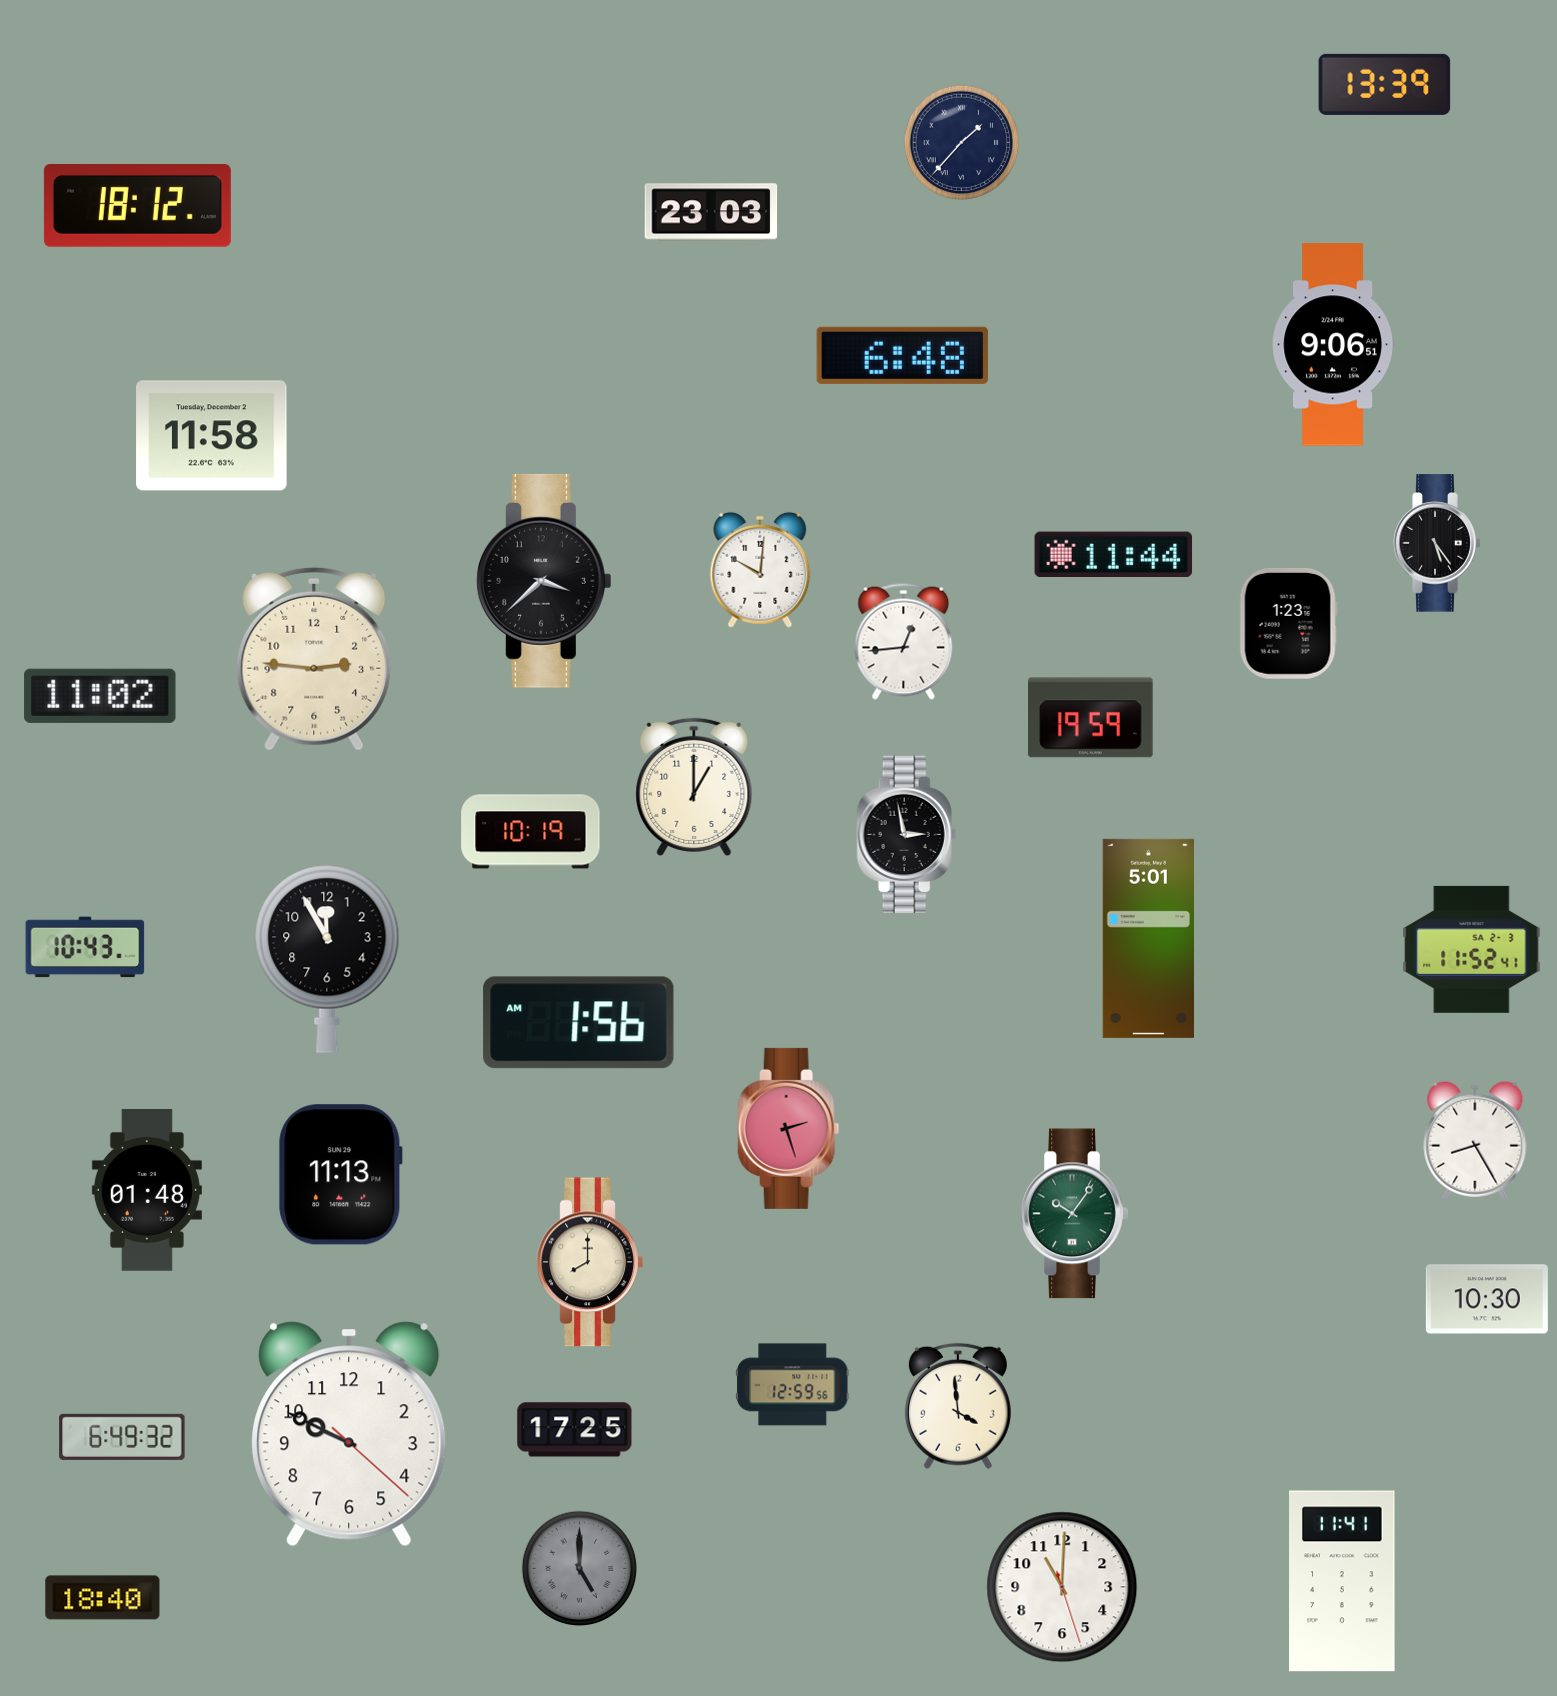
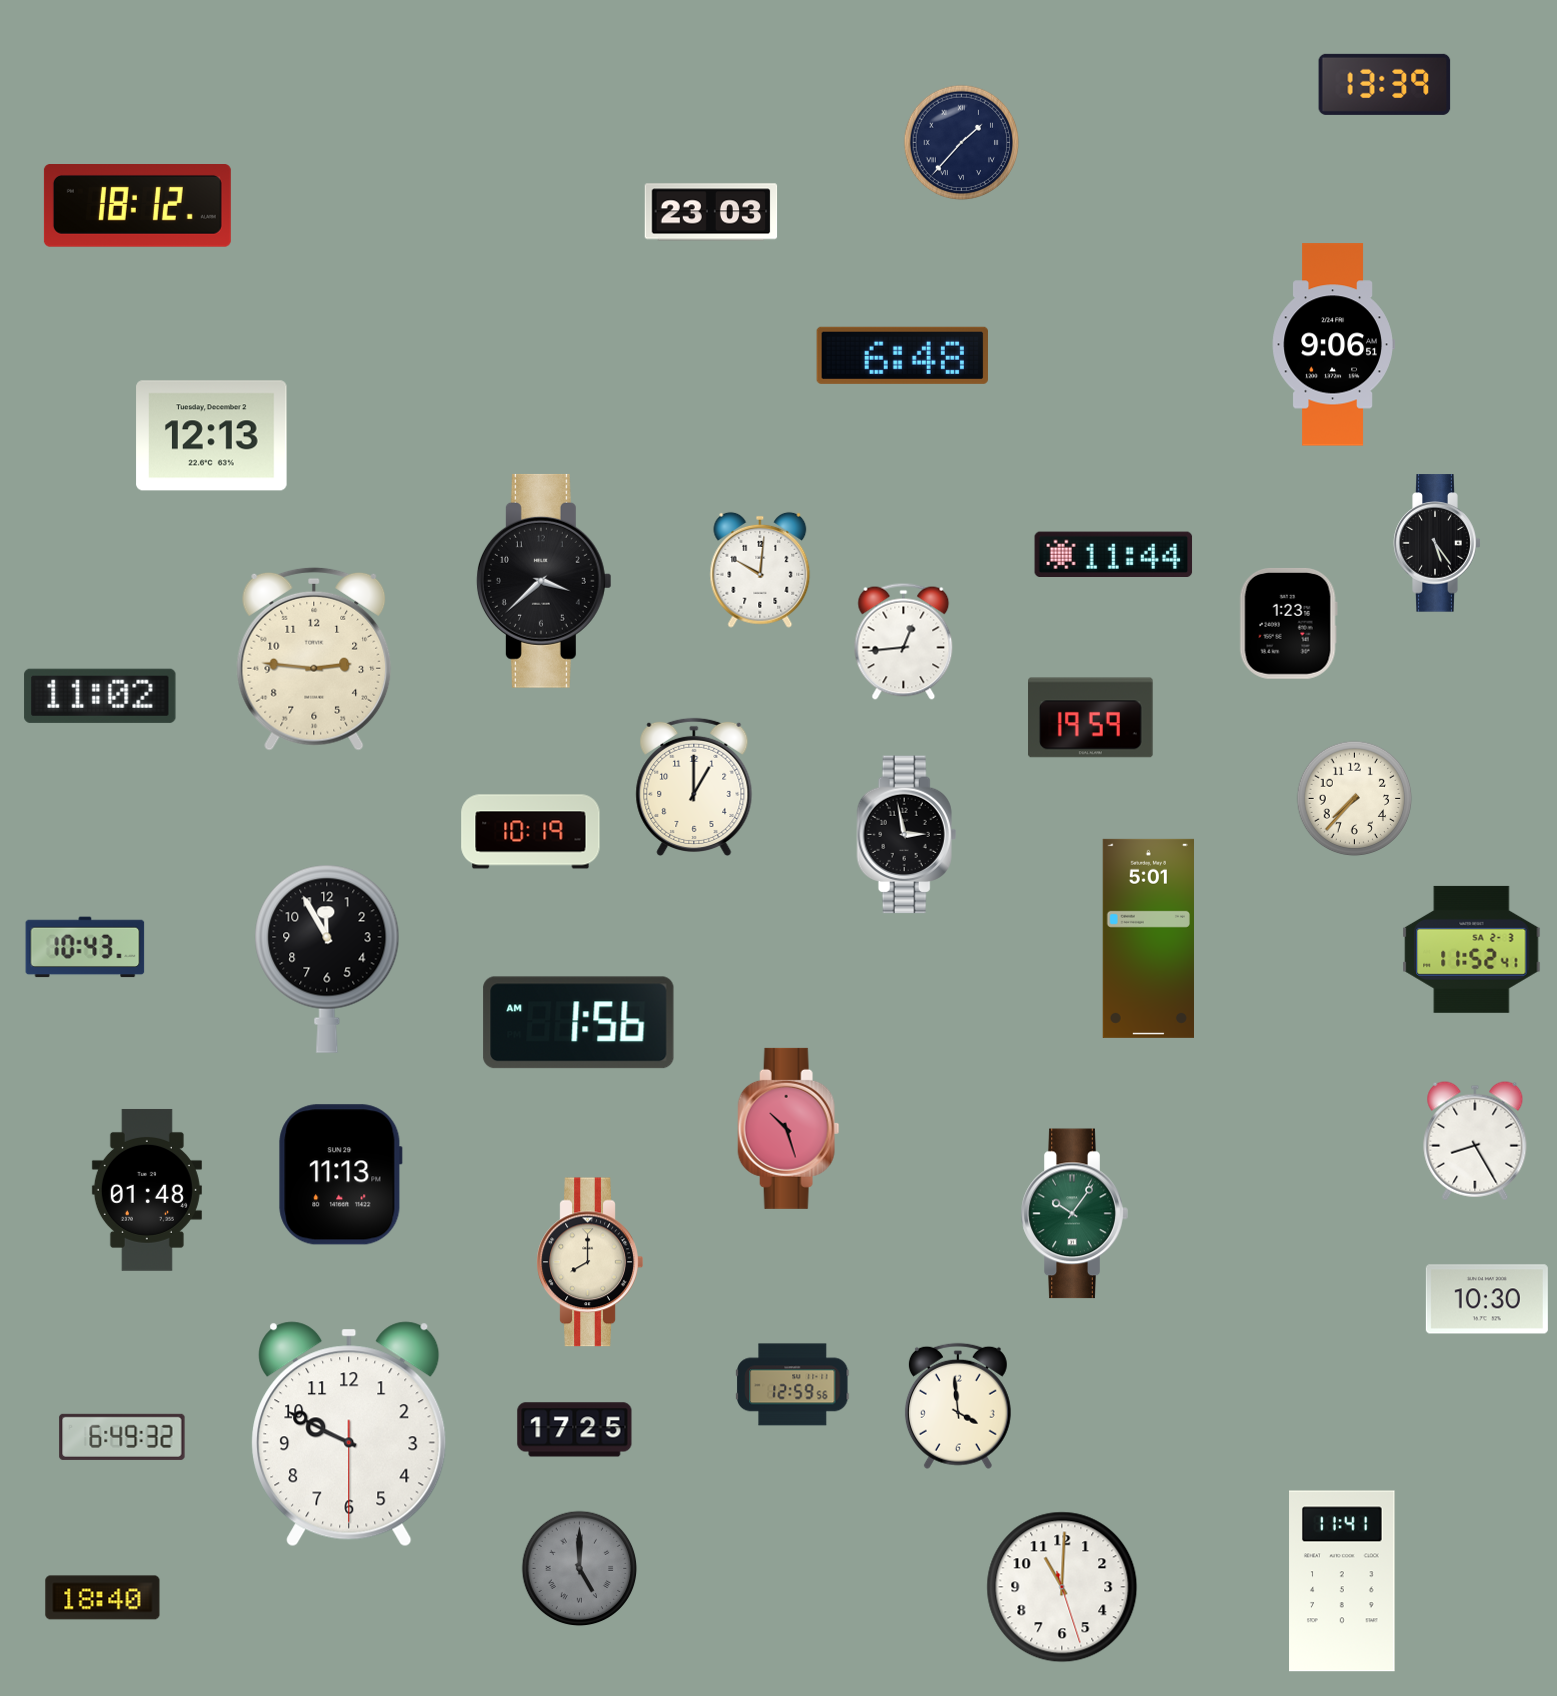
clock at (212, 436): 11:58 -> 12:13
clock at (1355, 799): none -> 7:37
clock at (789, 1128): 2:27 -> 10:27
clock at (349, 1434): 9:49:22 -> 9:49:30
